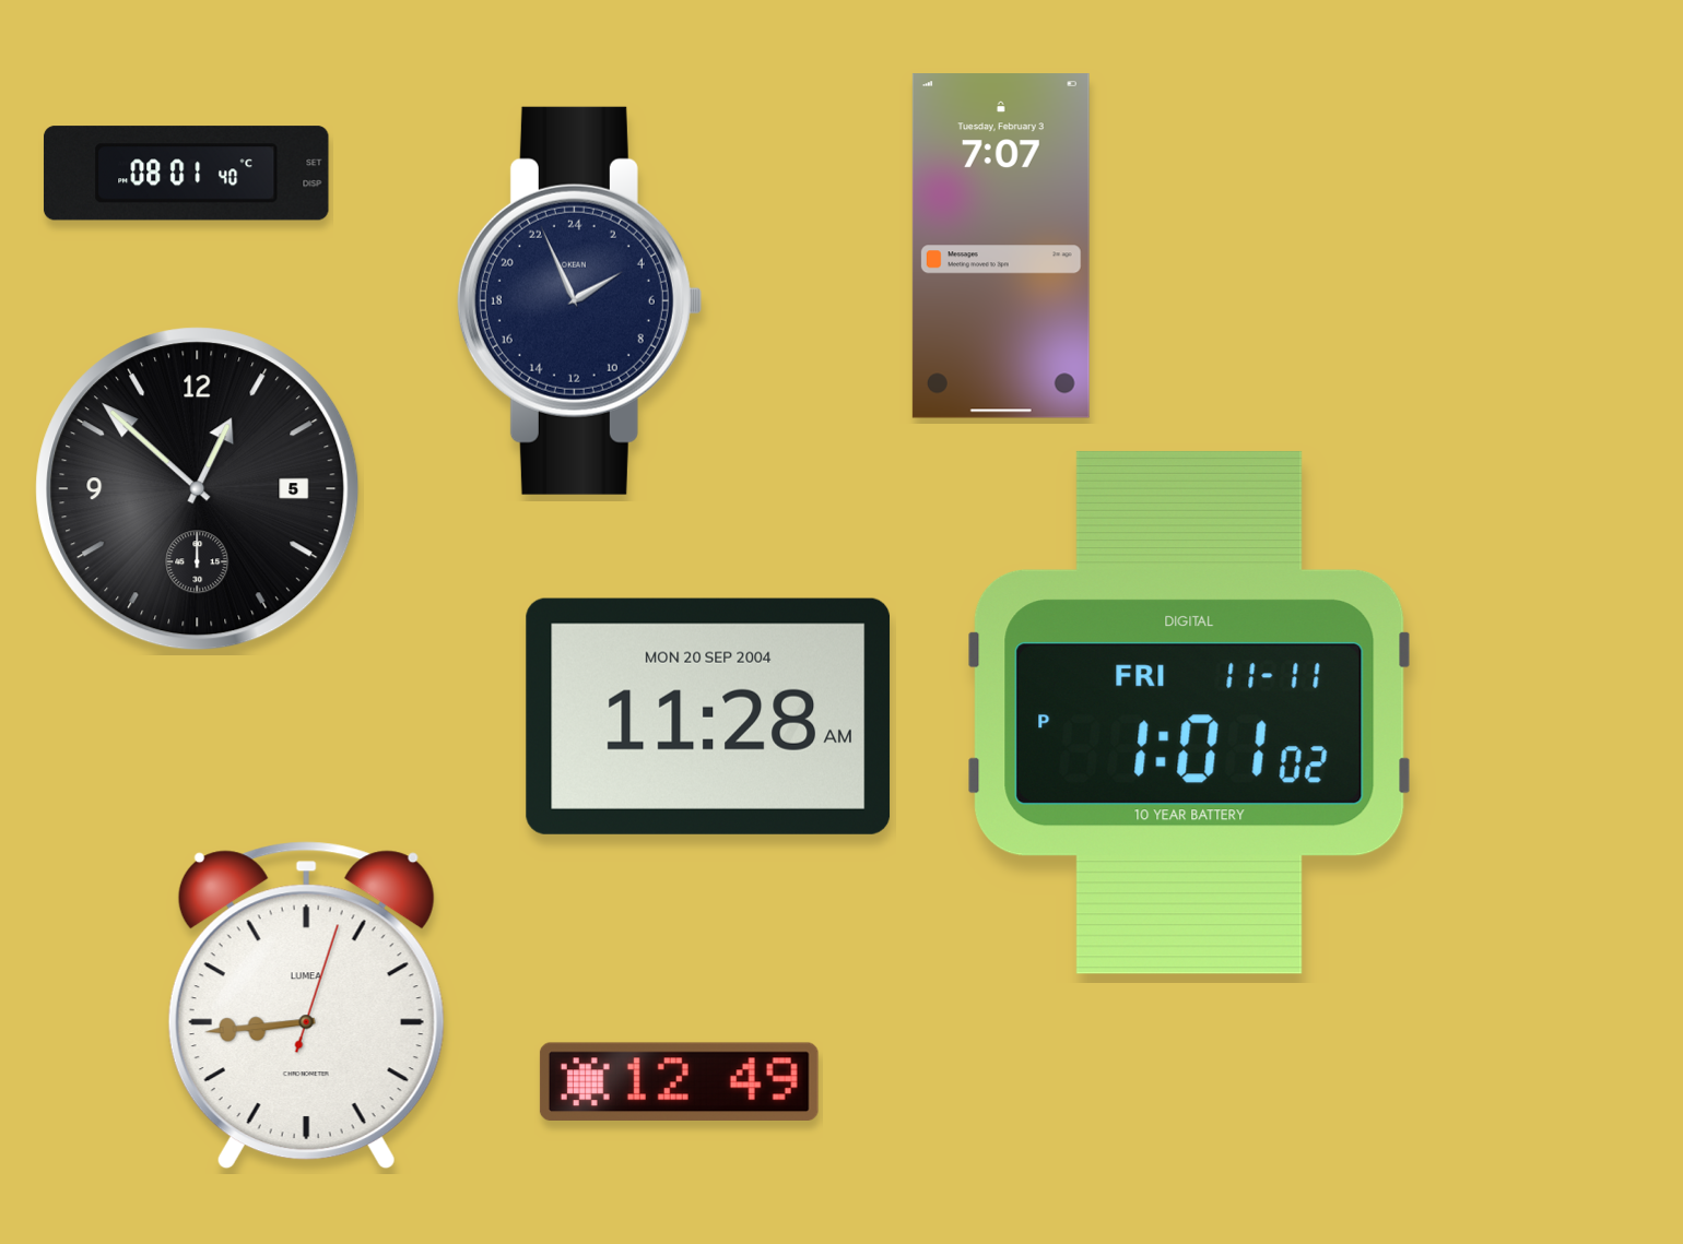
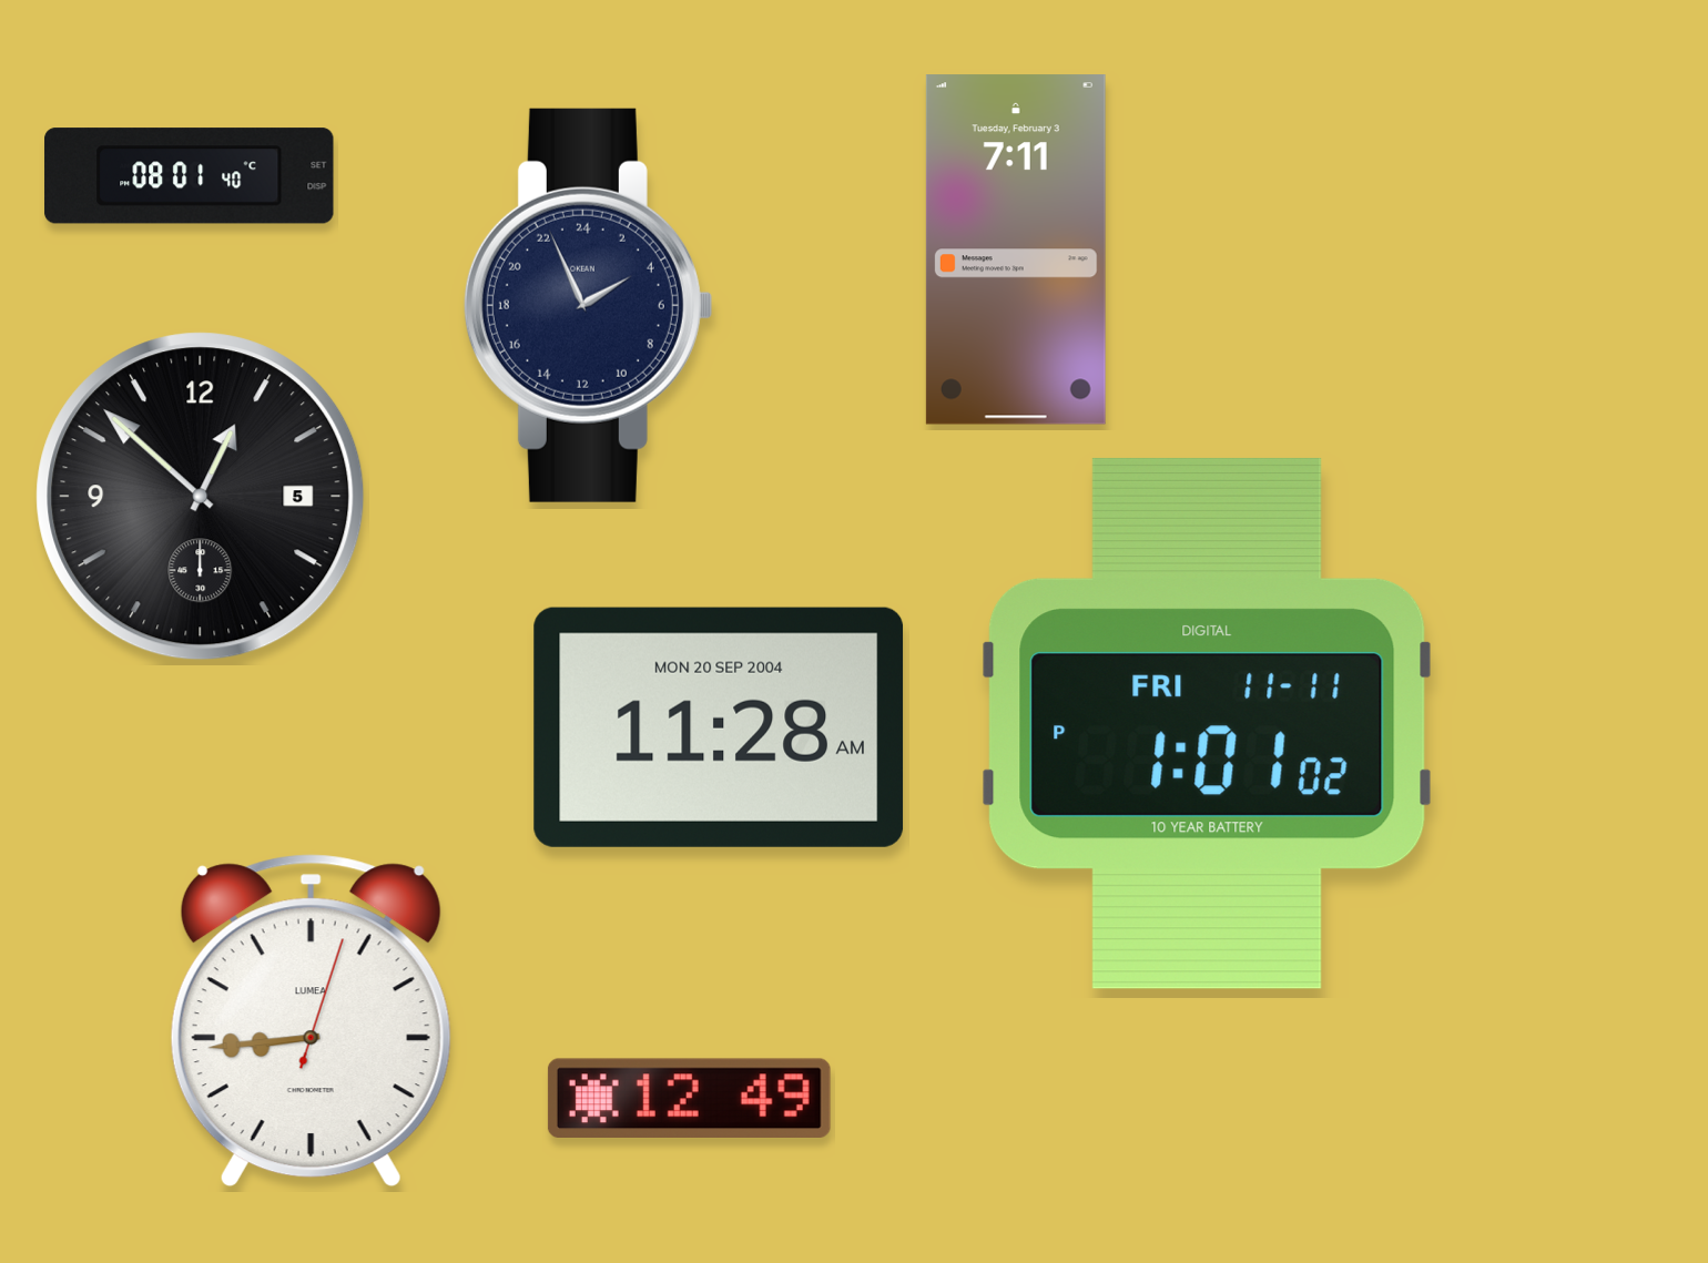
clock at (1001, 246): 7:07 -> 7:11
